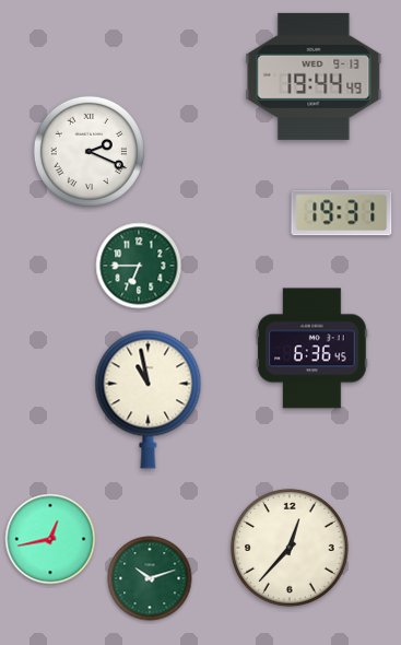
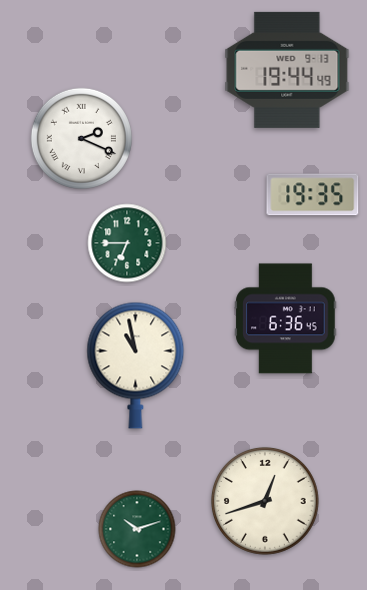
clock at (342, 213): 19:31 -> 19:35
clock at (50, 539): 12:43 -> none
clock at (290, 548): 12:37 -> 12:42
